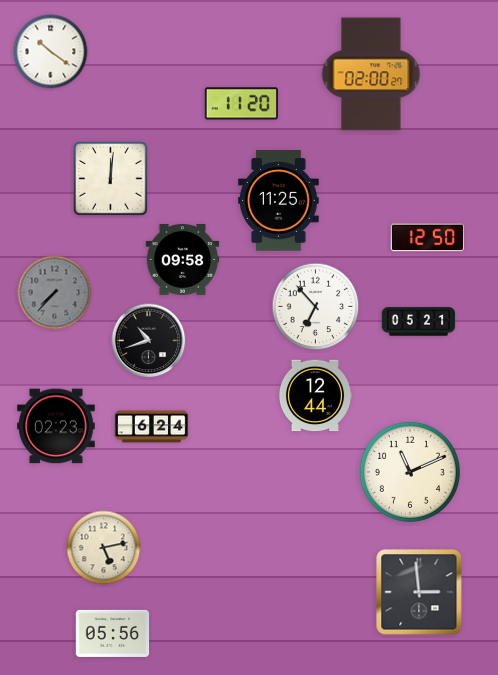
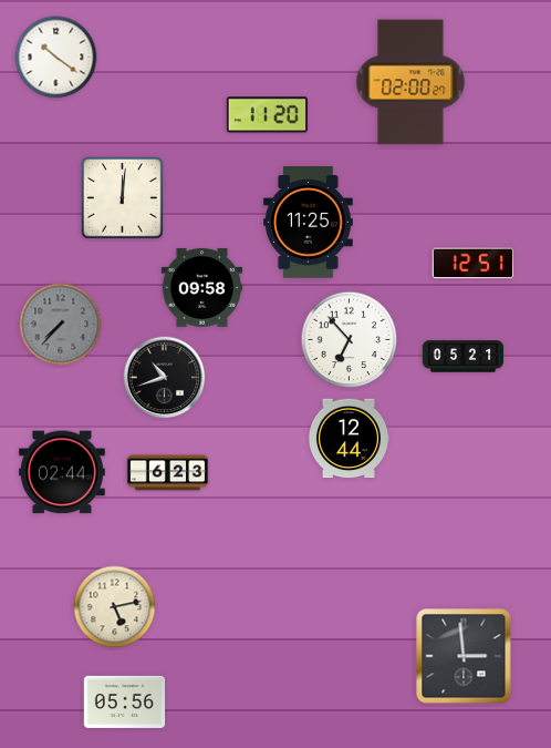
clock at (428, 238): 12:50 -> 12:51
clock at (57, 426): 02:23 -> 02:44
clock at (152, 427): 6:24 -> 6:23
clock at (410, 472): 11:11 -> none
